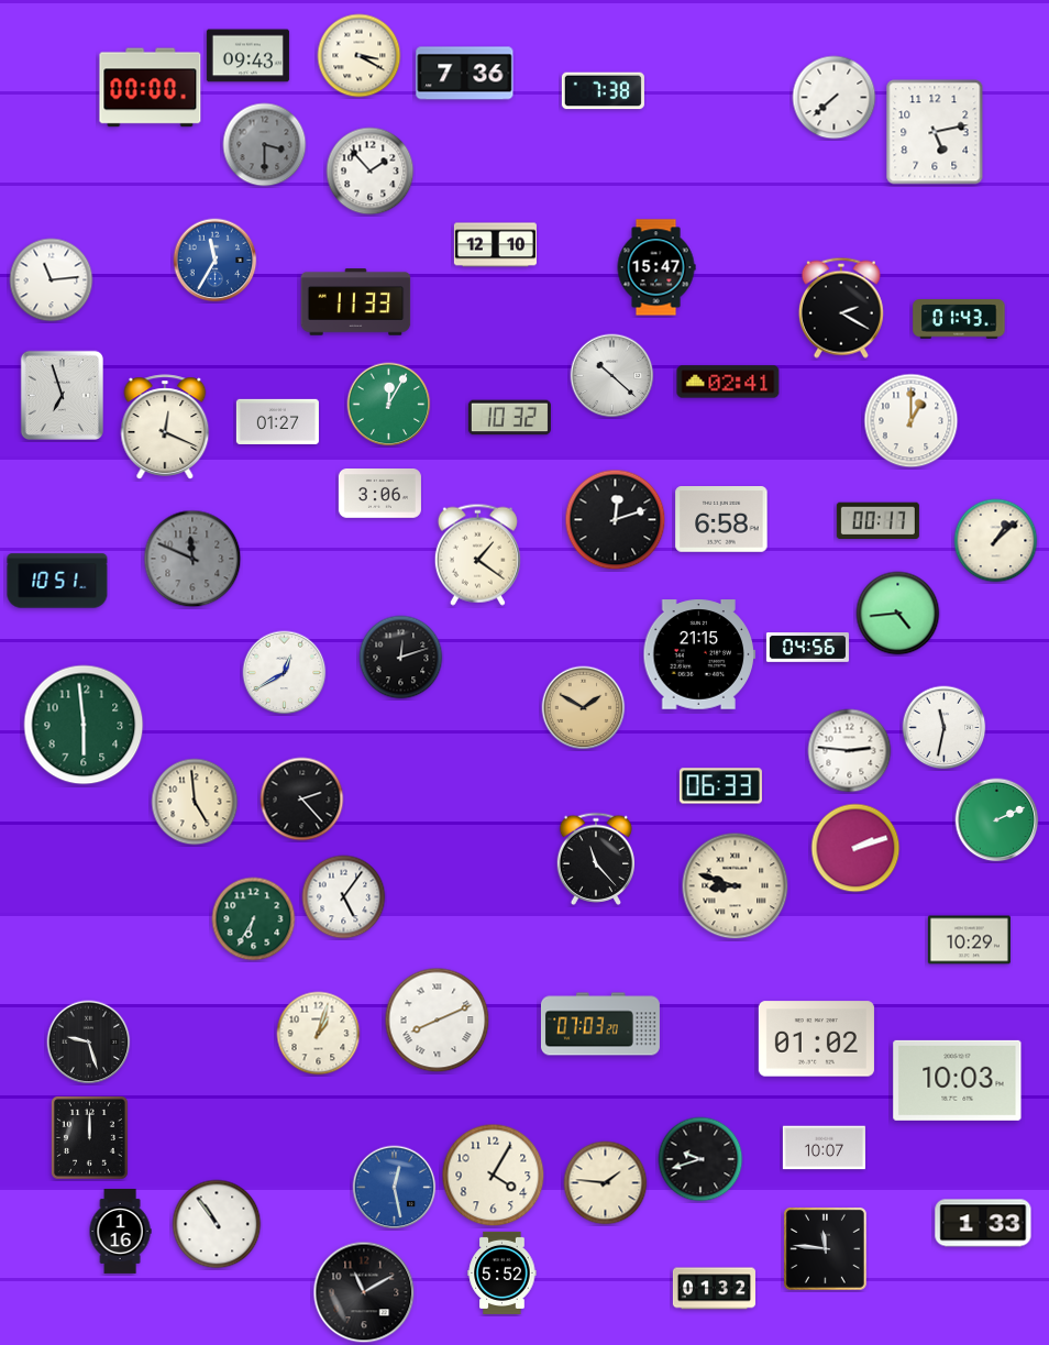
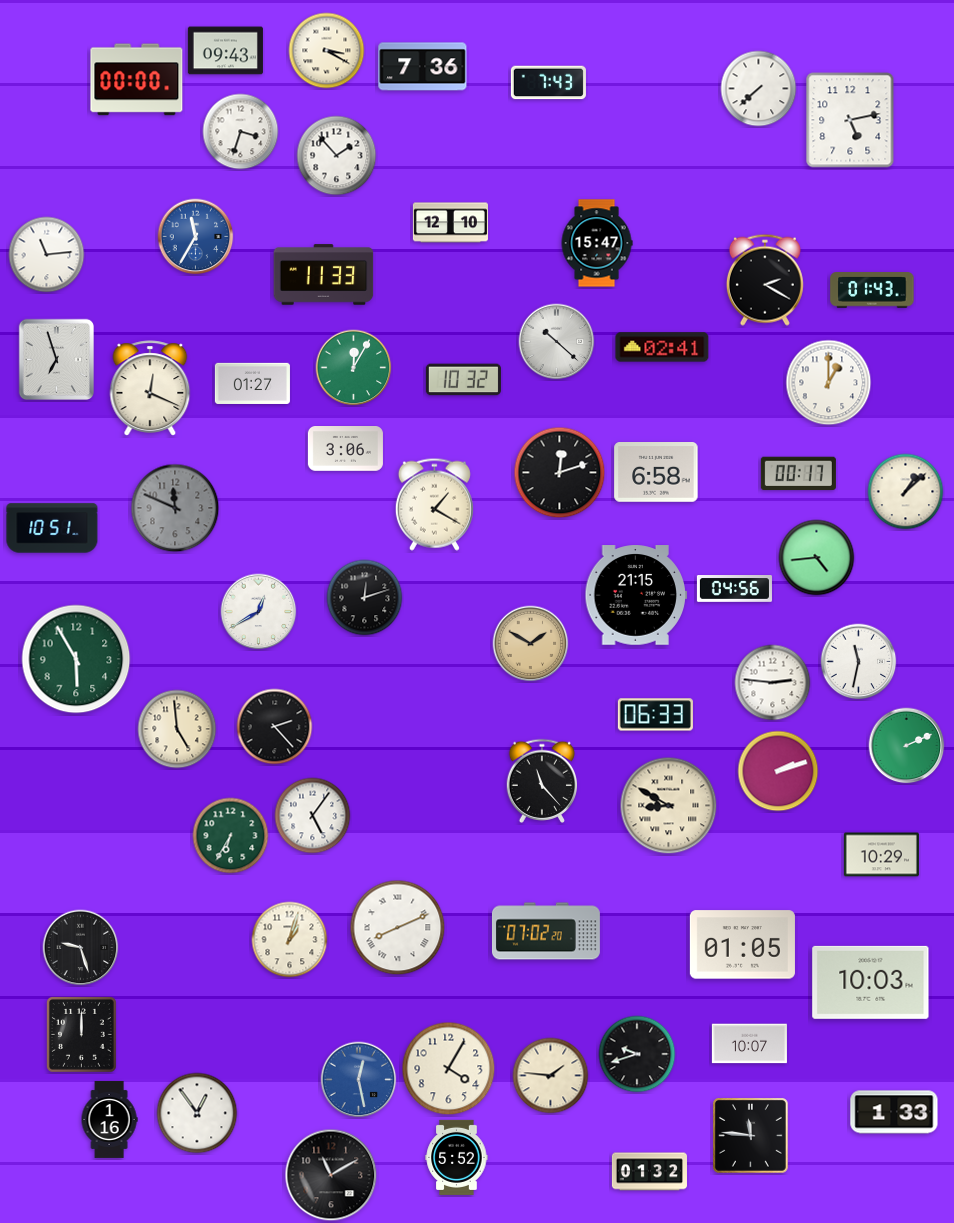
clock at (603, 91): 7:38 -> 7:43
clock at (265, 145): 3:30 -> 3:33
clock at (265, 145) dial: grey -> white
clock at (477, 554): 1:21 -> 1:20
clock at (84, 725): 5:59 -> 5:55
clock at (736, 886): 8:48 -> 8:50
clock at (600, 1024): 07:03 -> 07:02
clock at (816, 1039): 01:02 -> 01:05
clock at (217, 1224): 10:54 -> 12:54
